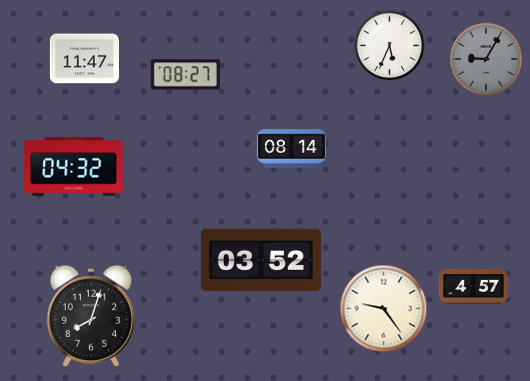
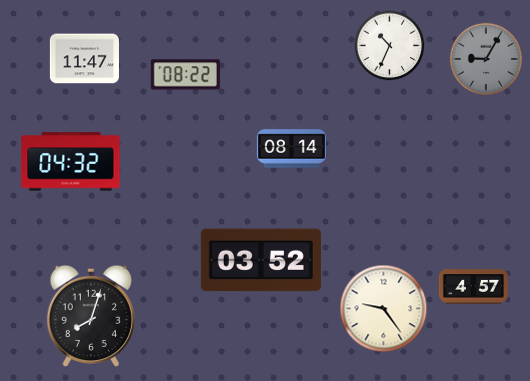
clock at (390, 46): 5:34 -> 10:34
clock at (185, 75): 08:27 -> 08:22
clock at (74, 167) position: (74, 167) -> (71, 162)
